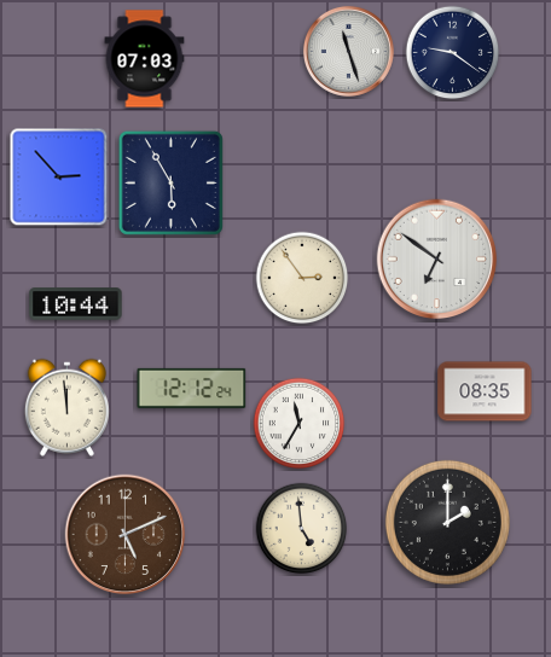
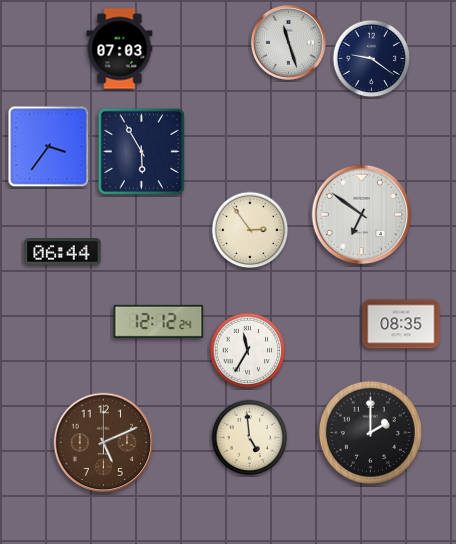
clock at (453, 53) position: (453, 53) -> (372, 59)
clock at (59, 178): 2:53 -> 3:36
clock at (76, 304): 10:44 -> 06:44
clock at (66, 407): 11:59 -> none
